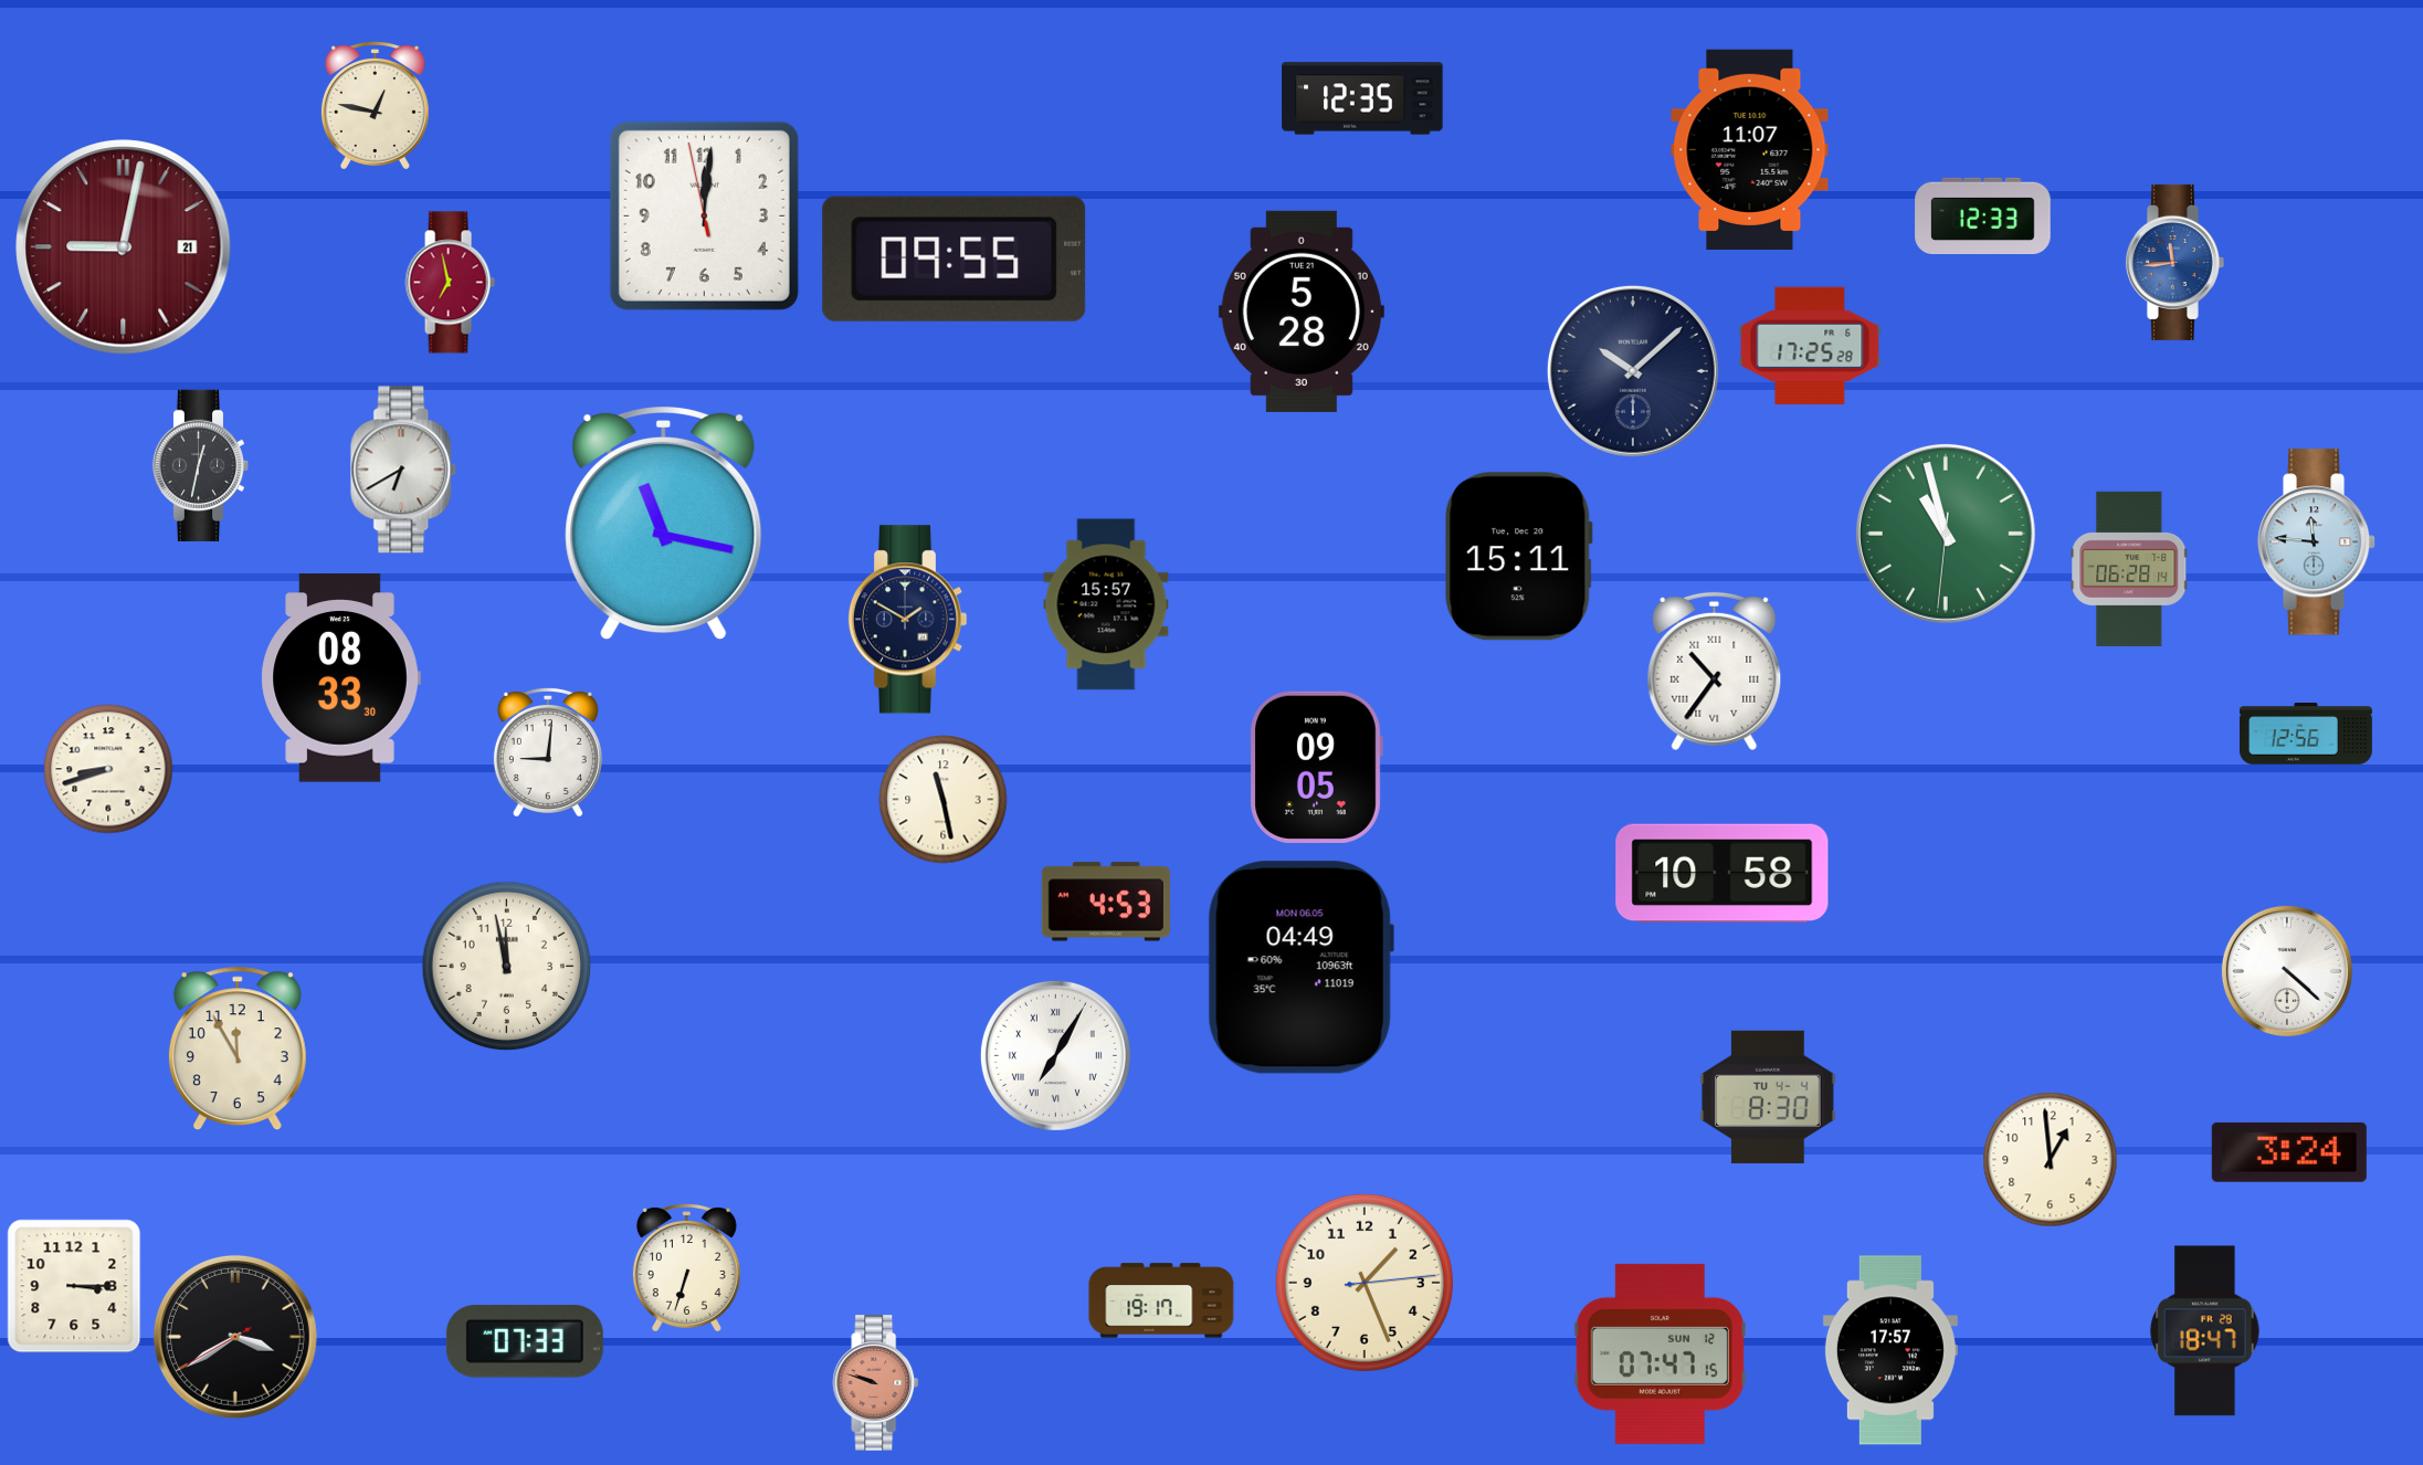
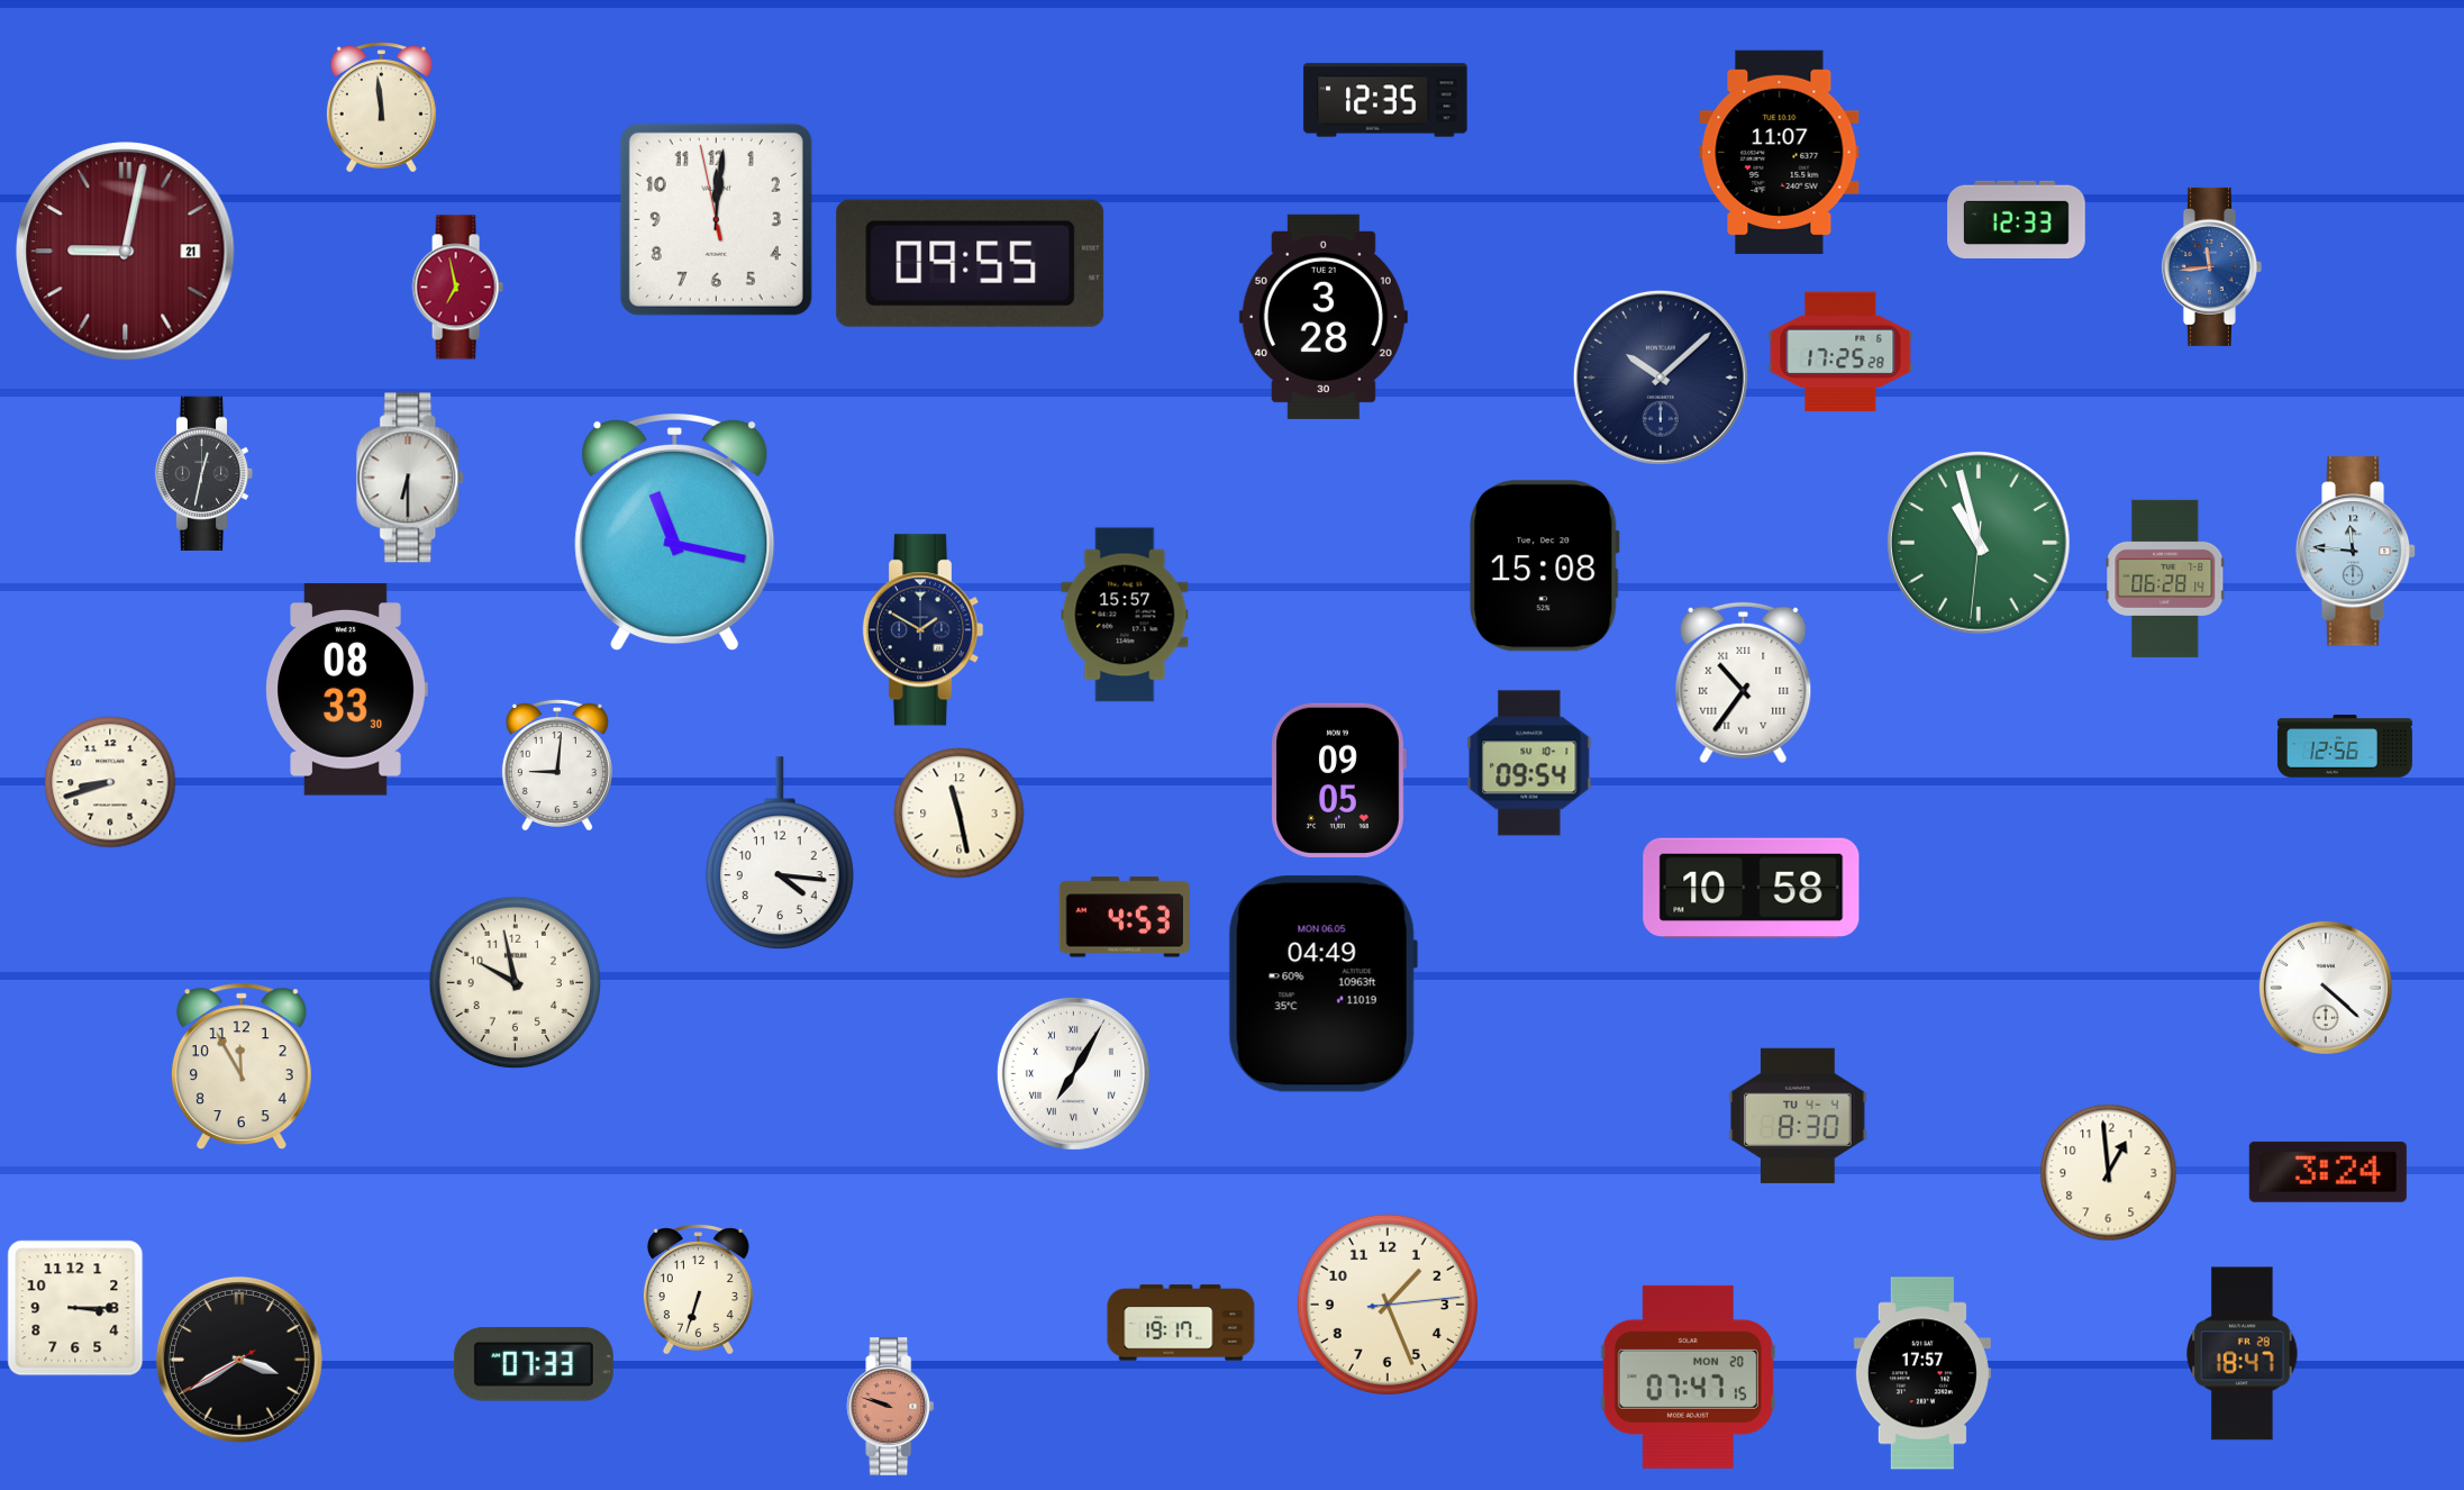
clock at (375, 106): 12:47 -> 11:59
clock at (1302, 312): 5:28 -> 3:28
clock at (404, 470): 6:40 -> 6:30
clock at (1518, 557): 15:11 -> 15:08
clock at (1529, 763): none -> 09:54
clock at (780, 854): none -> 4:16
clock at (507, 967): 11:58 -> 9:58
clock at (2051, 1160) position: (2051, 1160) -> (2109, 1173)
clock at (1660, 1353) date: SUN 12 -> MON 20
